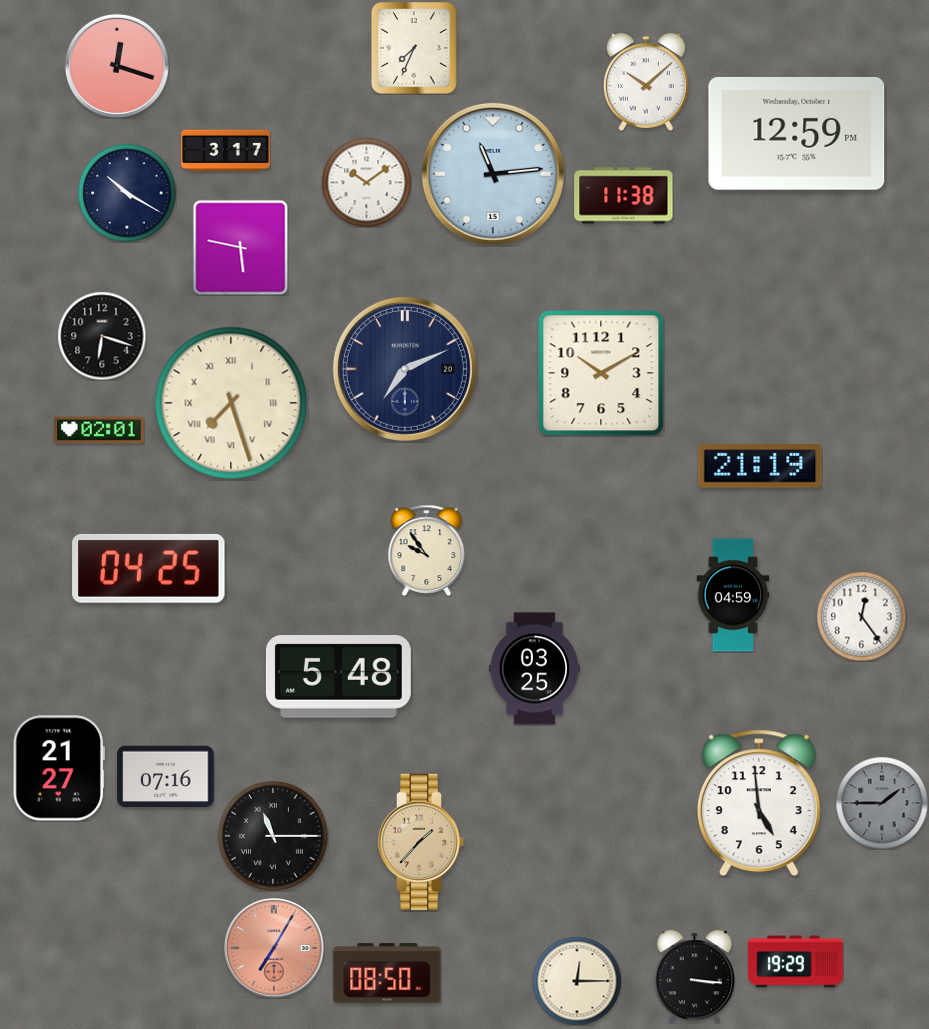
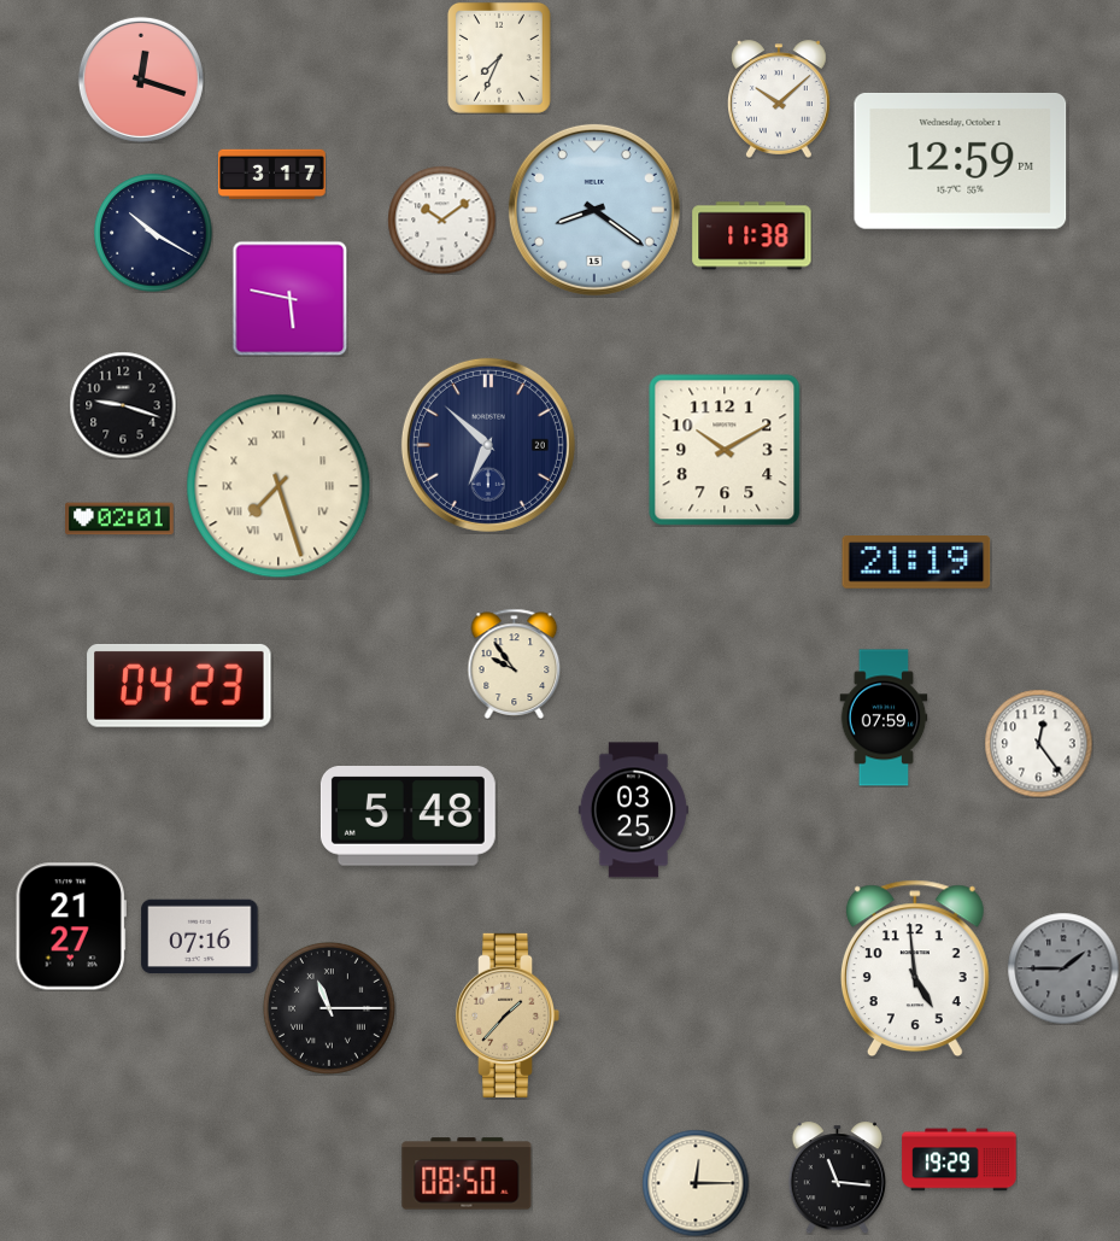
clock at (226, 151) position: (226, 151) -> (272, 175)
clock at (493, 174): 11:14 -> 8:21
clock at (102, 336): 6:18 -> 9:18
clock at (405, 369): 7:11 -> 6:52
clock at (149, 568): 04:25 -> 04:23
clock at (733, 595): 04:59 -> 07:59
clock at (534, 669) position: (534, 669) -> (633, 810)
clock at (274, 948): 7:05 -> none
clock at (694, 976): 3:16 -> 11:16
